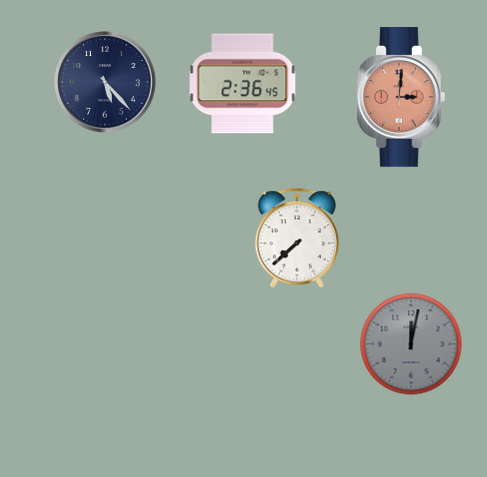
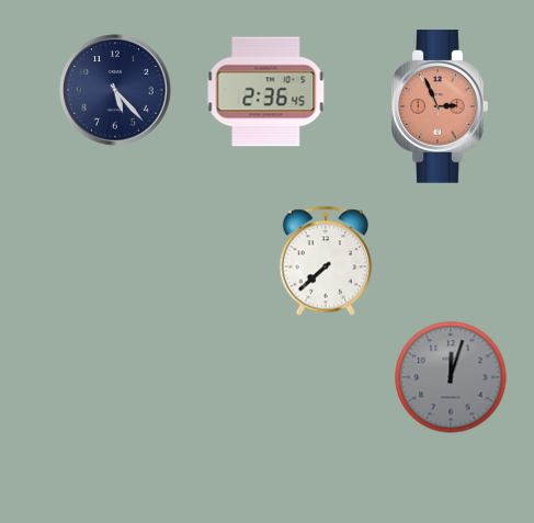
clock at (401, 97): 3:01 -> 2:56
clock at (411, 344): 12:02 -> 12:03
